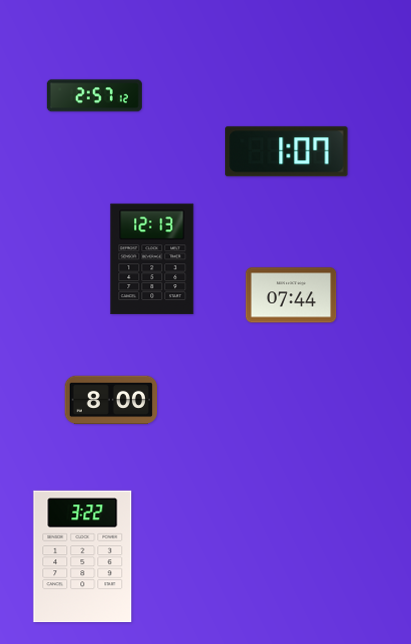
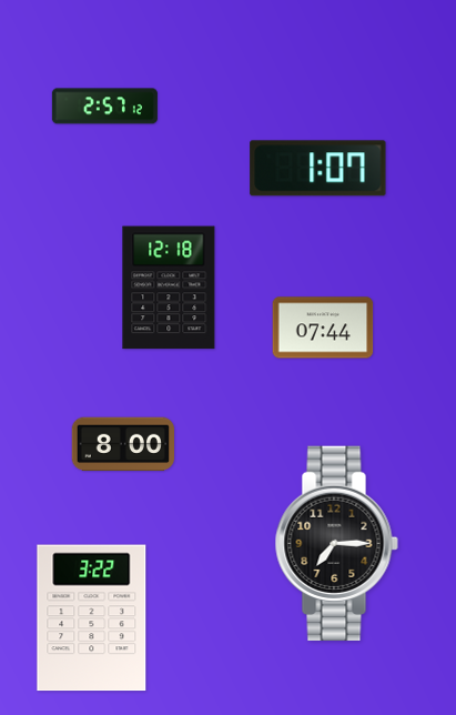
clock at (152, 259): 12:13 -> 12:18
clock at (336, 543): none -> 7:15
